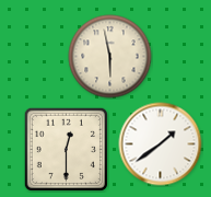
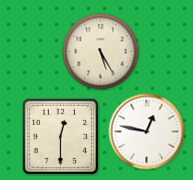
clock at (110, 57): 5:58 -> 5:25
clock at (161, 144): 1:39 -> 12:47
